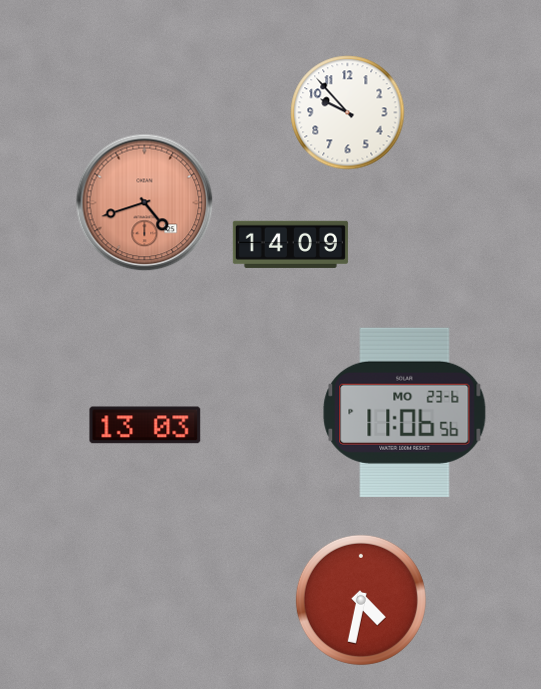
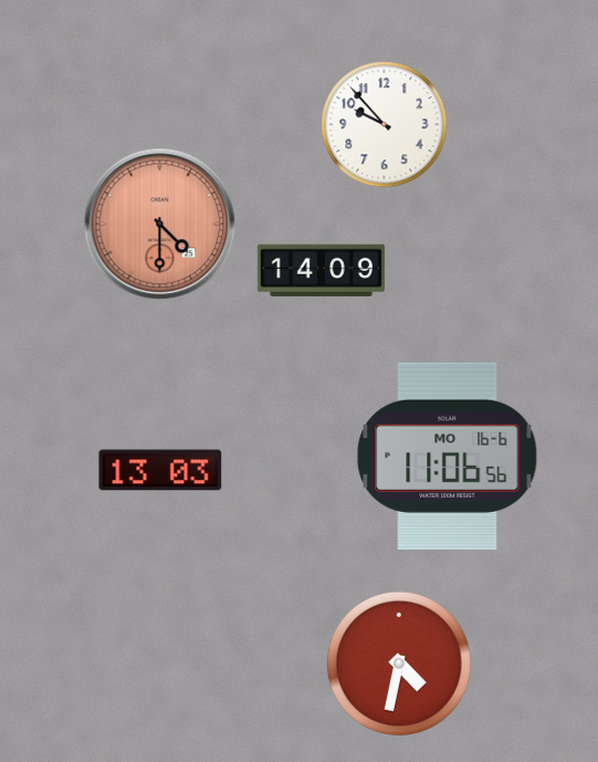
clock at (145, 203): 4:42 -> 4:30
clock at (405, 412) date: MO 23-6 -> MO 16-6
